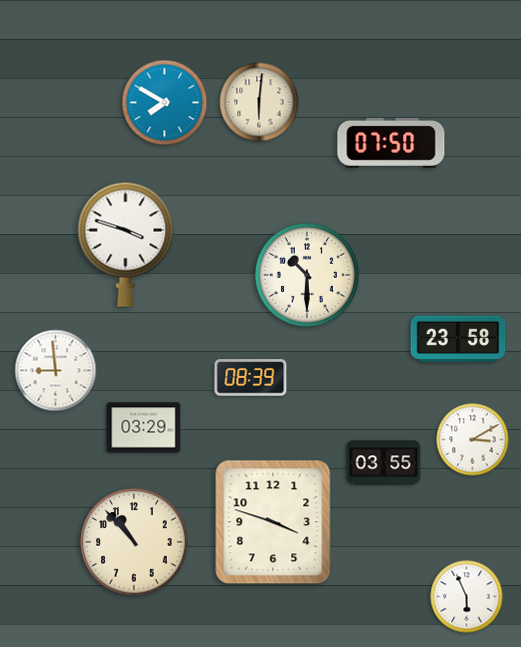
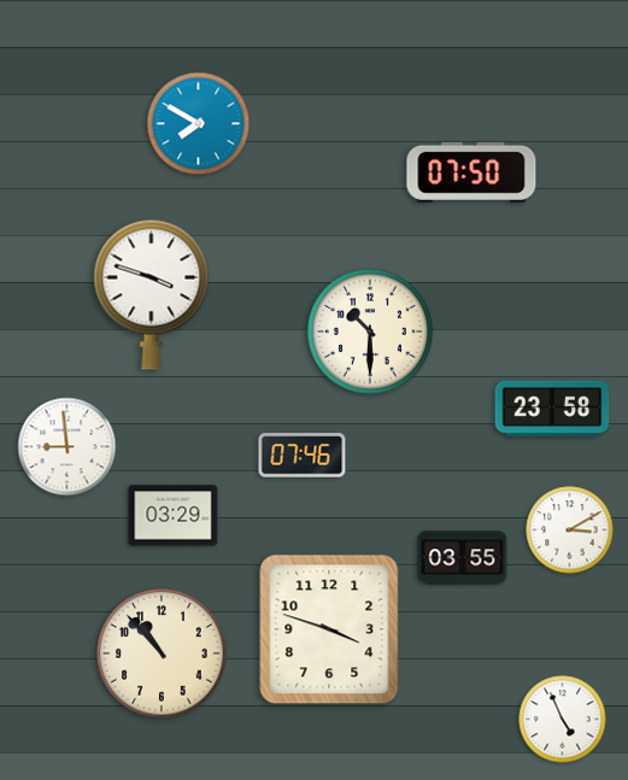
clock at (259, 102): 6:01 -> none
clock at (251, 378): 08:39 -> 07:46
clock at (467, 597): 5:56 -> 4:56
